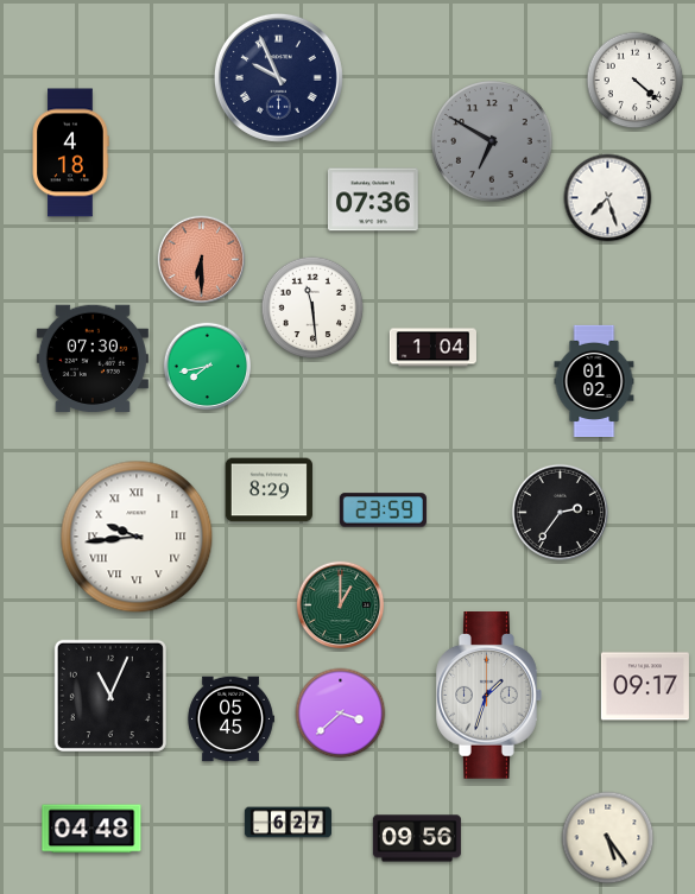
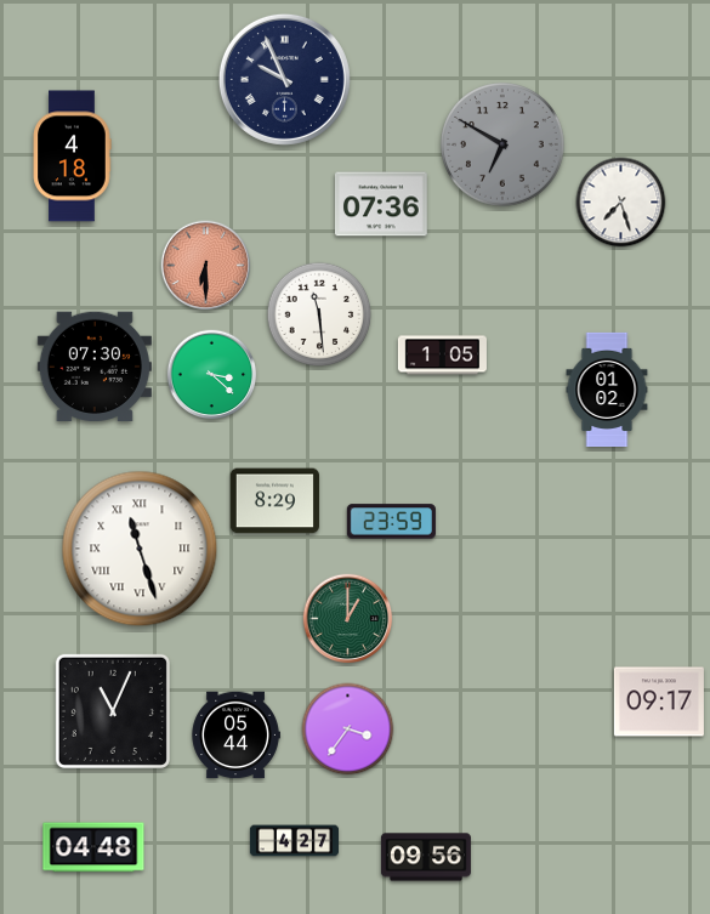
clock at (636, 81): 4:22 -> none
clock at (432, 348): 1:04 -> 1:05
clock at (208, 367): 7:43 -> 3:22
clock at (561, 513): 2:36 -> none
clock at (137, 537): 9:44 -> 11:27
clock at (489, 696): 1:33 -> none
clock at (341, 714): 3:38 -> 3:36
clock at (230, 719): 05:45 -> 05:44
clock at (288, 823): 6:27 -> 4:27
clock at (608, 838): 5:24 -> none
